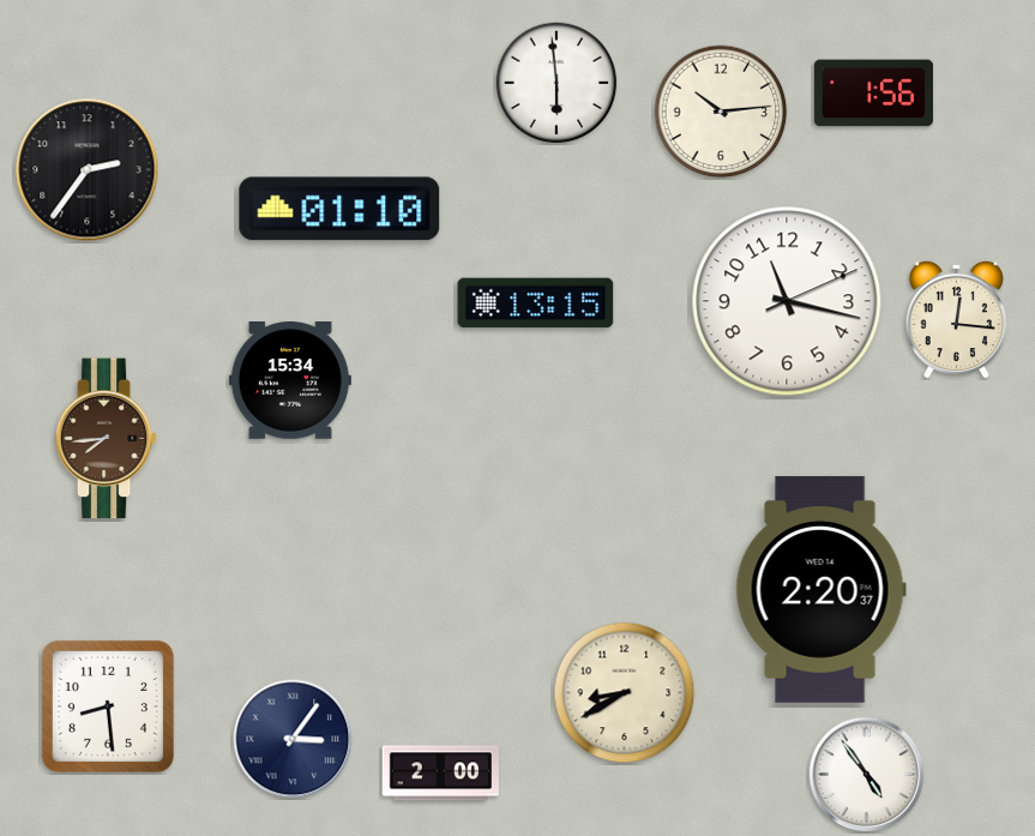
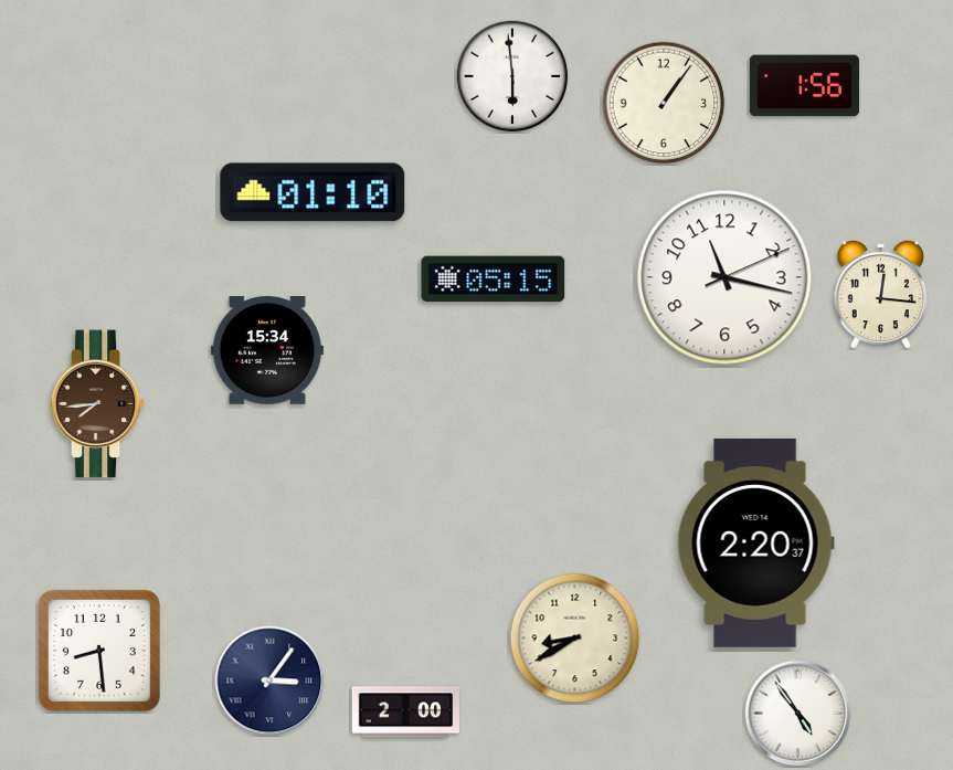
clock at (721, 112): 10:14 -> 1:06
clock at (88, 170): 2:36 -> none
clock at (536, 303): 13:15 -> 05:15
